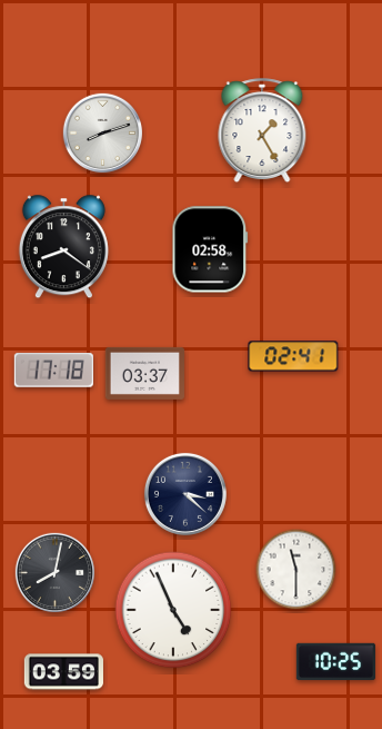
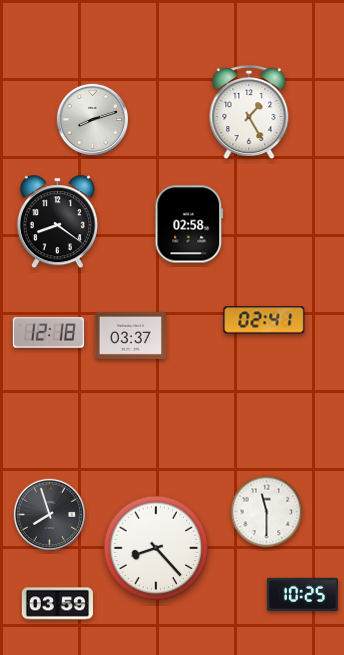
clock at (262, 131) position: (262, 131) -> (249, 113)
clock at (53, 371): 17:18 -> 12:18
clock at (185, 494): 3:22 -> none
clock at (54, 572): 8:02 -> 7:57
clock at (173, 610): 4:56 -> 8:23
